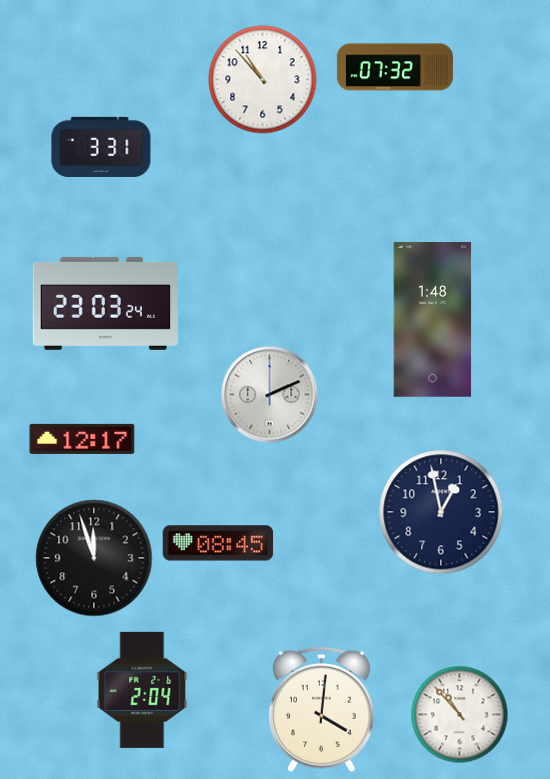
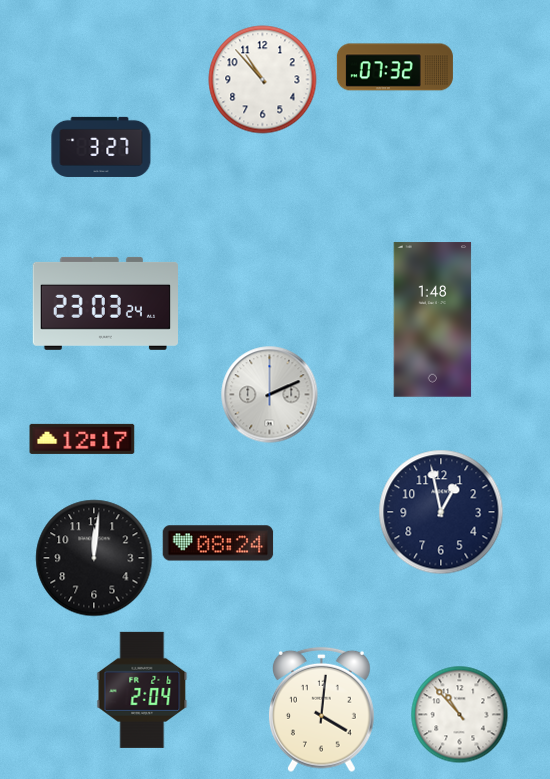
clock at (101, 147): 3:31 -> 3:27
clock at (218, 543): 08:45 -> 08:24
clock at (94, 558): 11:57 -> 12:01
